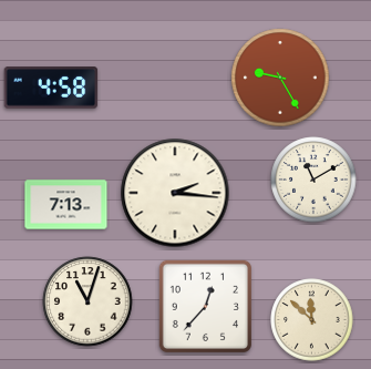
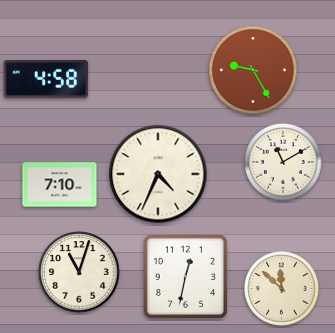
clock at (175, 193): 2:16 -> 4:34
clock at (66, 205): 7:13 -> 7:10
clock at (205, 306): 12:37 -> 12:32
